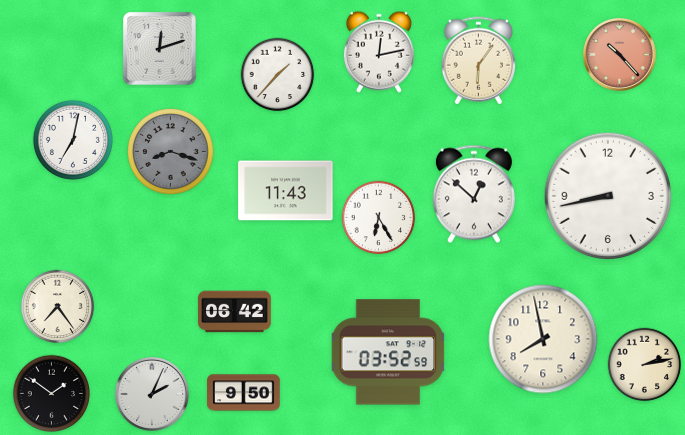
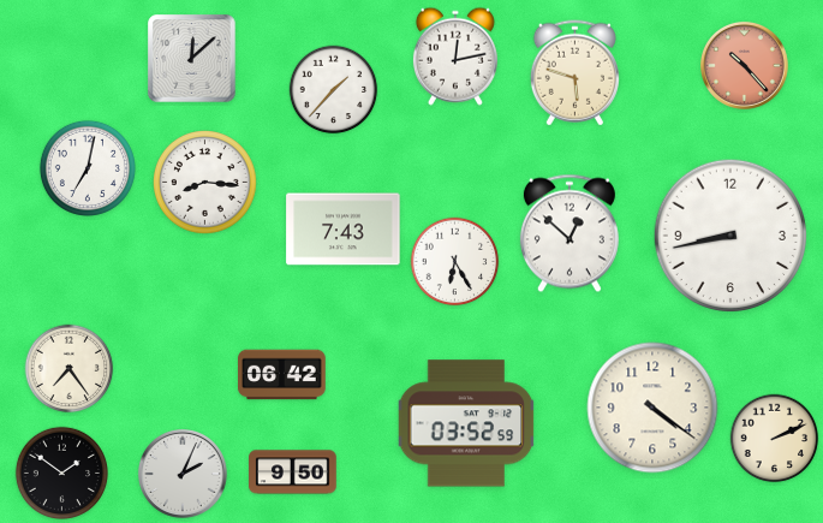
clock at (160, 49): 12:12 -> 12:08
clock at (379, 52) position: (379, 52) -> (455, 57)
clock at (478, 61): 6:06 -> 5:48
clock at (171, 152): 8:18 -> 8:16
clock at (171, 152) dial: grey -> white
clock at (286, 191): 11:43 -> 7:43
clock at (543, 339): 7:58 -> 4:21
clock at (645, 365): 2:13 -> 2:11
